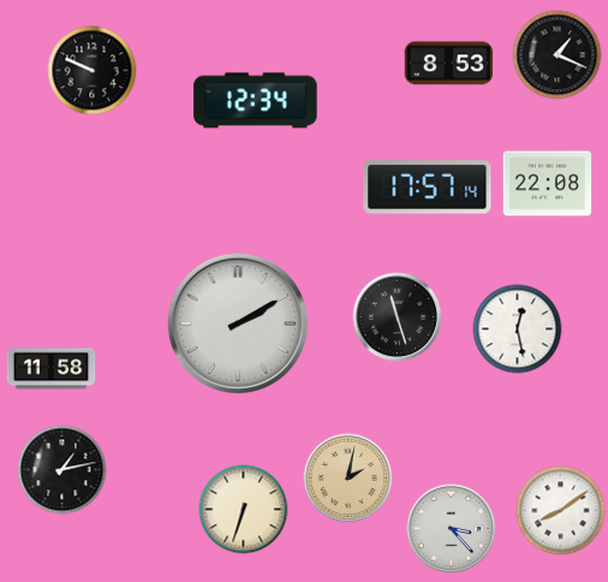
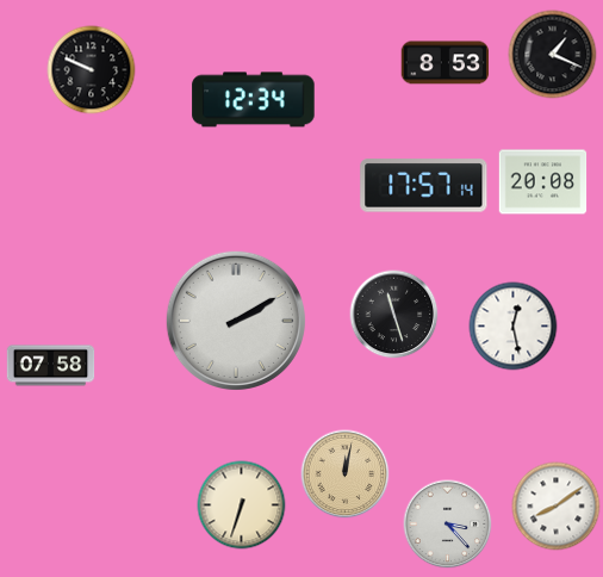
clock at (548, 184): 22:08 -> 20:08
clock at (52, 369): 11:58 -> 07:58
clock at (62, 470): 1:13 -> none
clock at (348, 479): 2:02 -> 12:02
